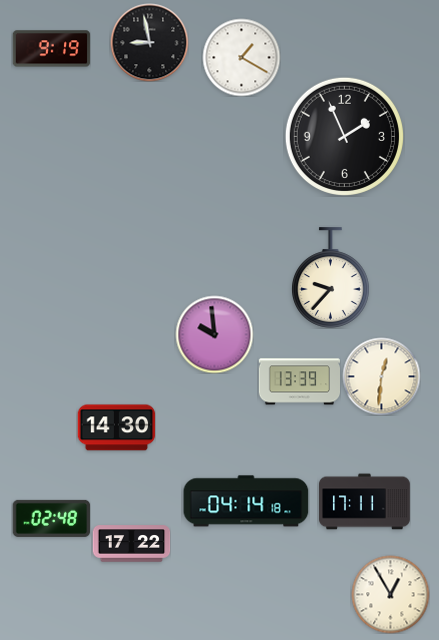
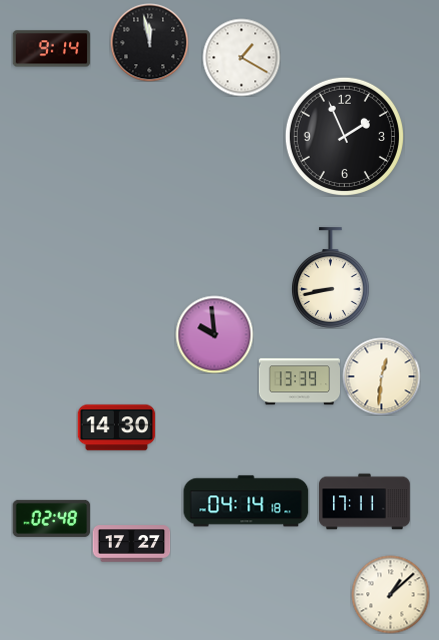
clock at (149, 42): 8:58 -> 11:58
clock at (51, 49): 9:19 -> 9:14
clock at (331, 278): 9:37 -> 8:43
clock at (131, 544): 17:22 -> 17:27
clock at (390, 594): 12:55 -> 1:08
